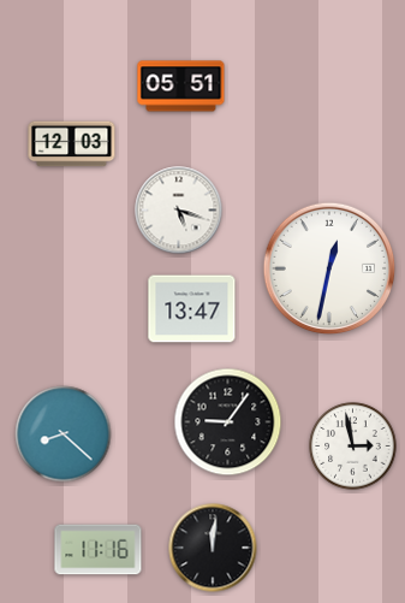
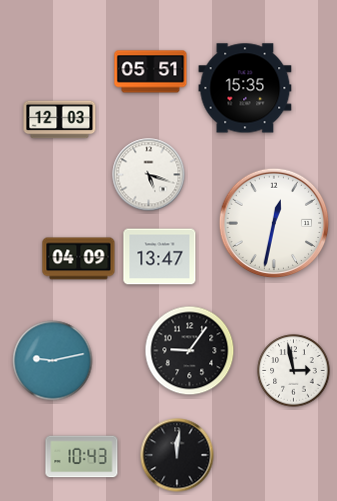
clock at (245, 88): none -> 15:35
clock at (79, 259): none -> 04:09
clock at (64, 434): 8:22 -> 9:13
clock at (99, 550): 11:16 -> 10:43
